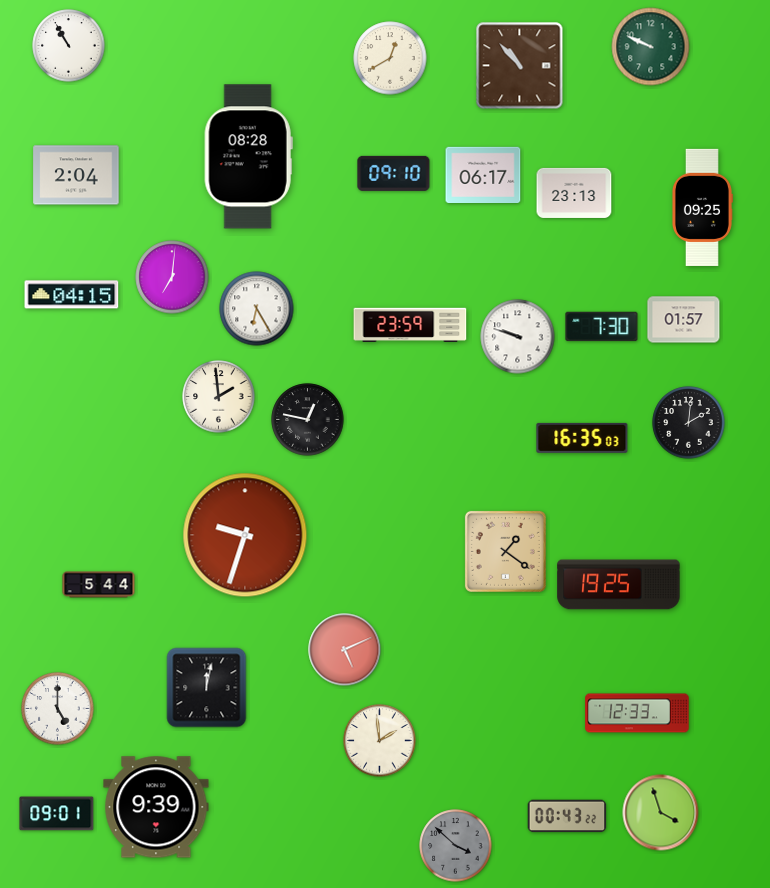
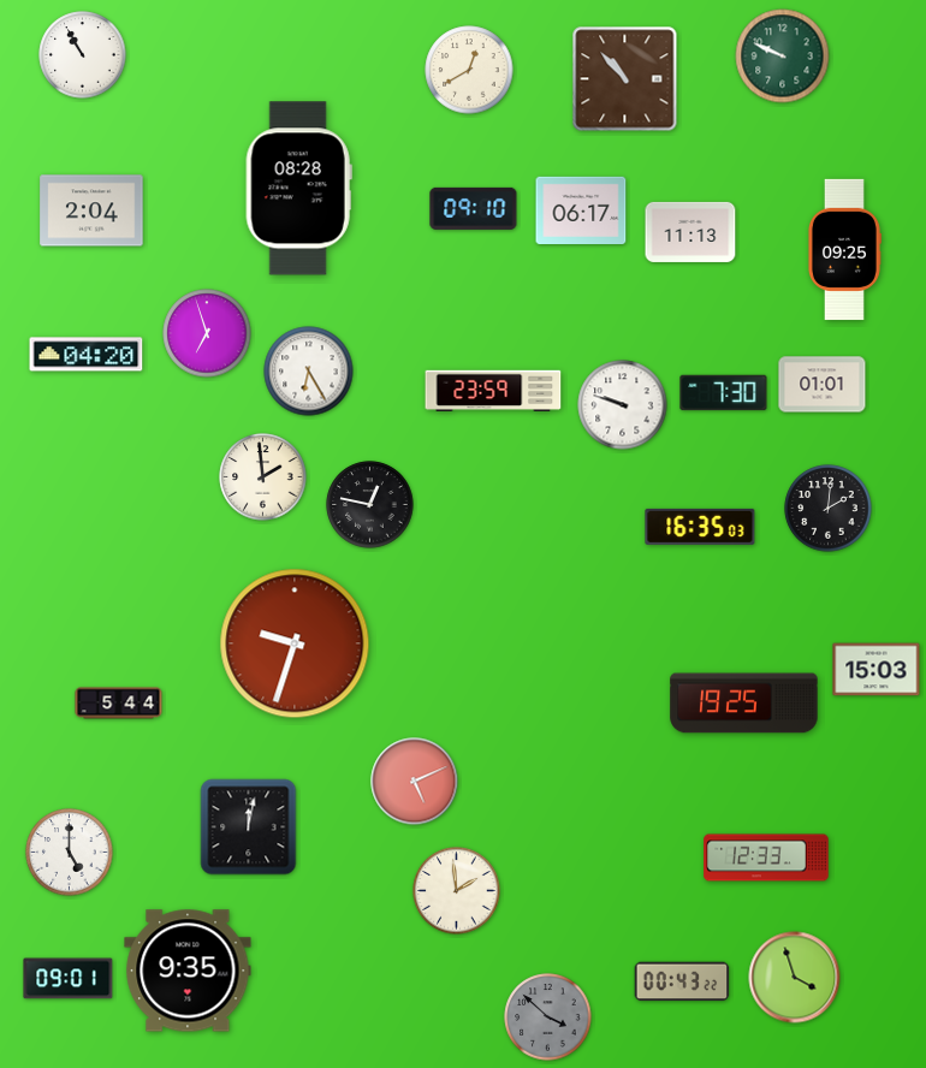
clock at (574, 193): 23:13 -> 11:13
clock at (172, 277): 7:01 -> 6:57
clock at (72, 295): 04:15 -> 04:20
clock at (684, 320): 01:57 -> 01:01
clock at (505, 551): 1:21 -> none
clock at (877, 670): none -> 15:03
clock at (156, 807): 9:39 -> 9:35
